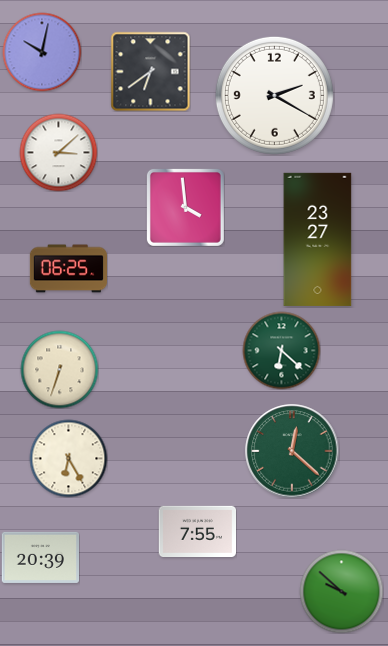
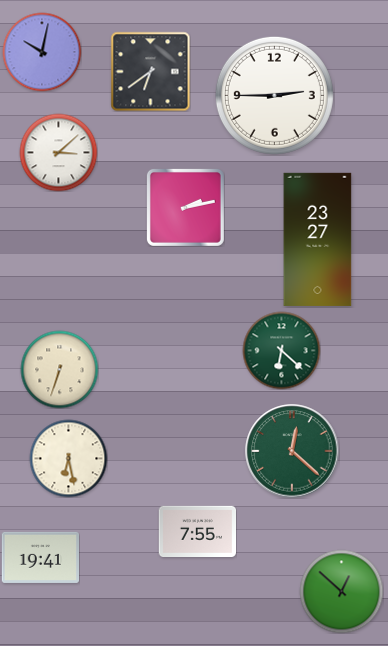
clock at (274, 95): 2:20 -> 2:45
clock at (185, 207): 3:59 -> 2:13
clock at (68, 269): 06:25 -> none
clock at (68, 458): 6:25 -> 6:28
clock at (40, 557): 20:39 -> 19:41
clock at (341, 591): 9:52 -> 12:52
